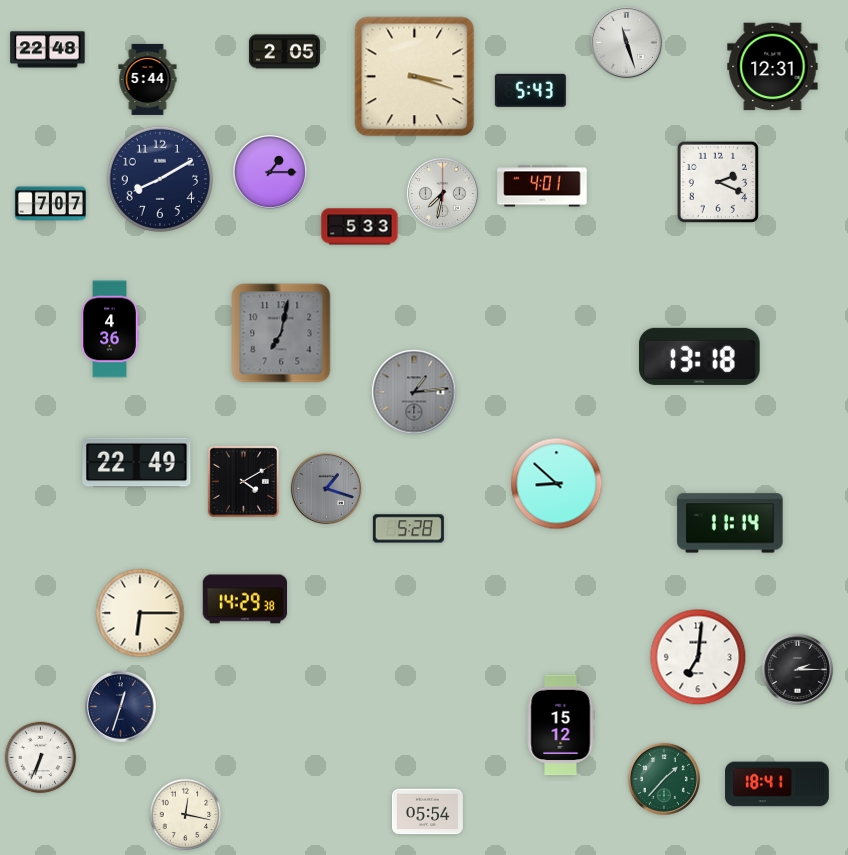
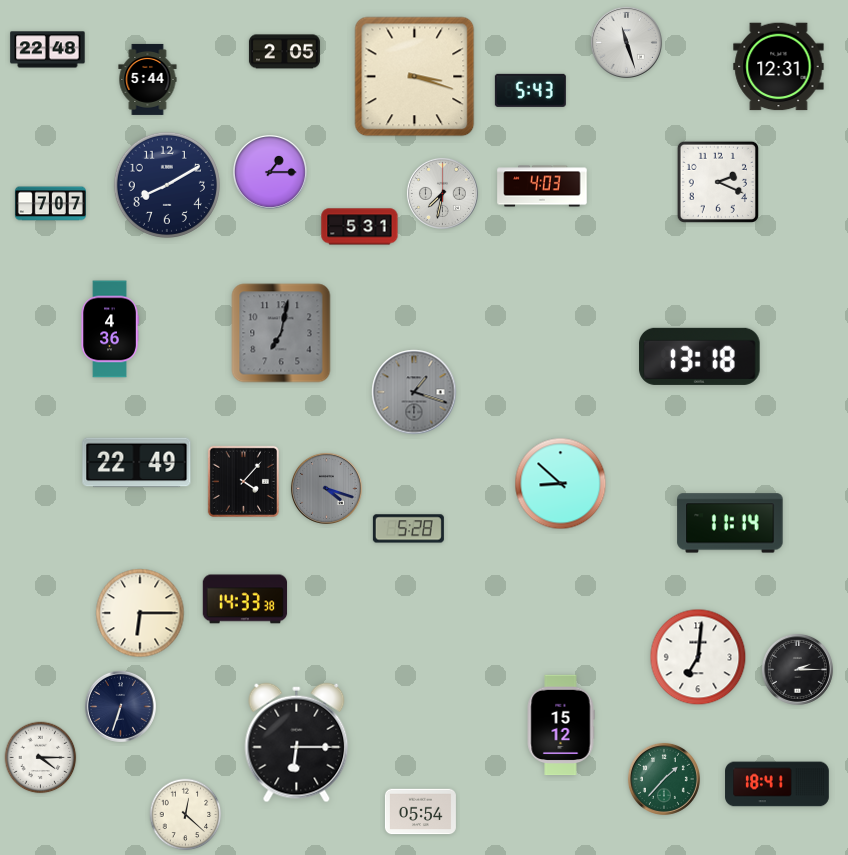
clock at (773, 67) position: (773, 67) -> (779, 67)
clock at (160, 179) position: (160, 179) -> (167, 185)
clock at (542, 186): 4:01 -> 4:03
clock at (360, 227): 5:33 -> 5:31
clock at (414, 392): 1:14 -> 1:18
clock at (243, 481): 4:10 -> 4:07
clock at (557, 484) position: (557, 484) -> (561, 484)
clock at (326, 488): 1:18 -> 4:18
clock at (245, 599): 14:29 -> 14:33
clock at (120, 706): 12:33 -> 6:33
clock at (297, 743): none -> 6:15
clock at (41, 758): 6:34 -> 4:15
clock at (427, 812) position: (427, 812) -> (420, 812)
clock at (186, 815): 12:17 -> 12:22
